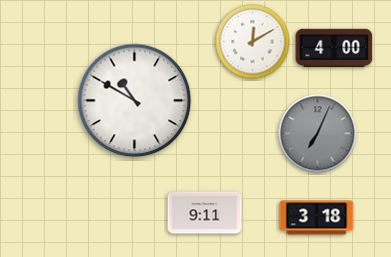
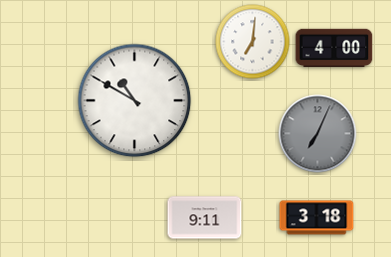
clock at (253, 42): 12:10 -> 7:01
clock at (205, 213) position: (205, 213) -> (205, 218)
